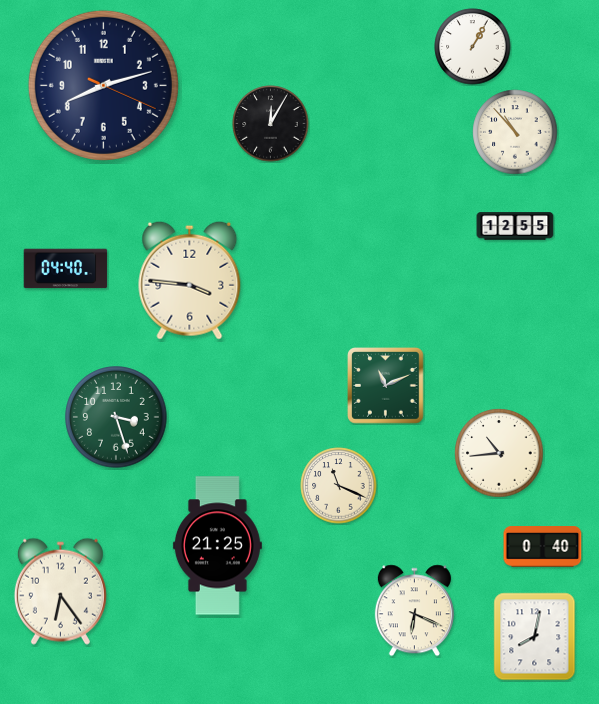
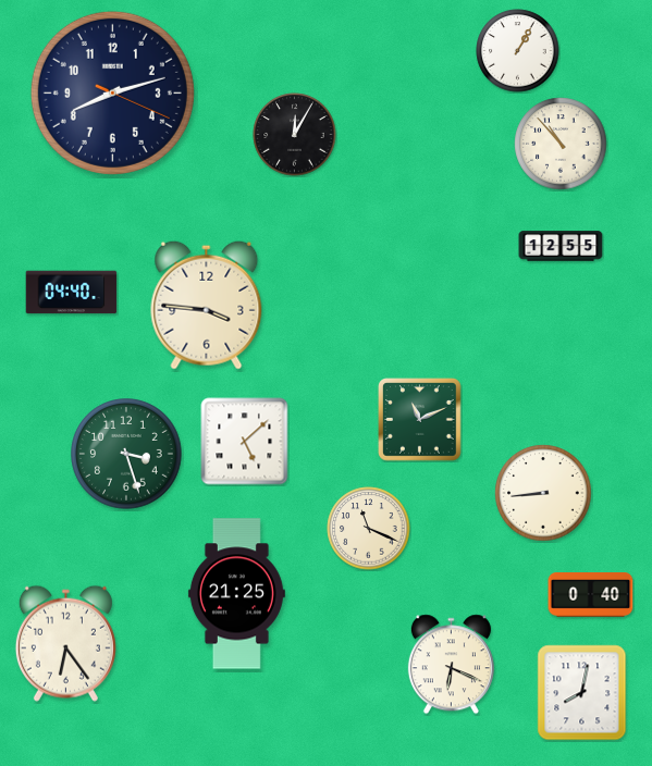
clock at (473, 47) position: (473, 47) -> (518, 51)
clock at (245, 442): none -> 5:08
clock at (499, 453): 10:44 -> 8:44
